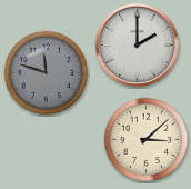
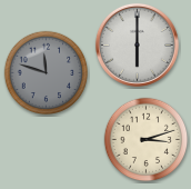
clock at (137, 44): 2:00 -> 6:00
clock at (147, 140): 3:08 -> 3:12
